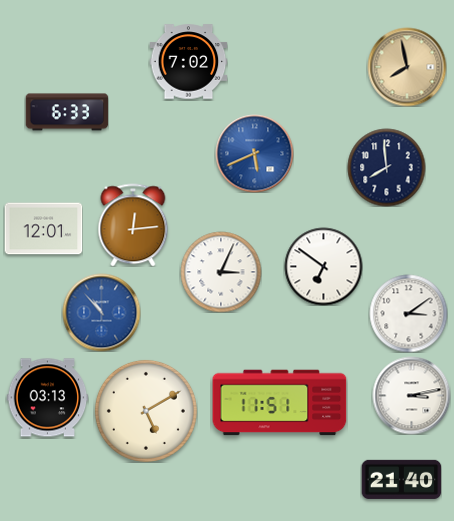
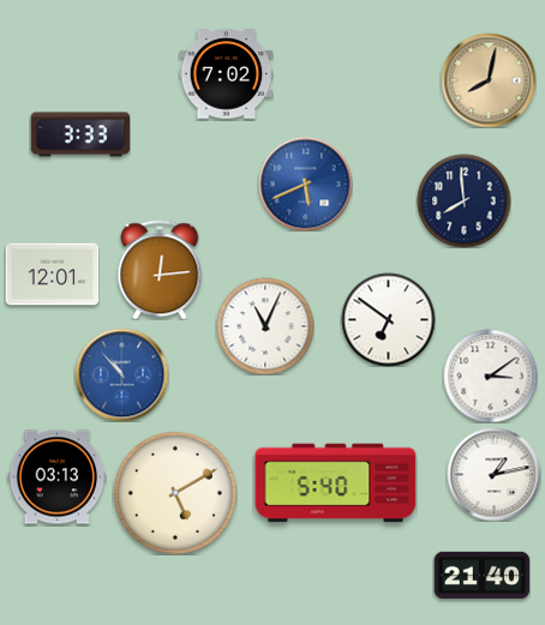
clock at (407, 67): 7:58 -> 8:02
clock at (67, 112): 6:33 -> 3:33
clock at (221, 272): 3:04 -> 11:04
clock at (411, 395): 3:13 -> 1:13
clock at (280, 403): 11:51 -> 5:40
